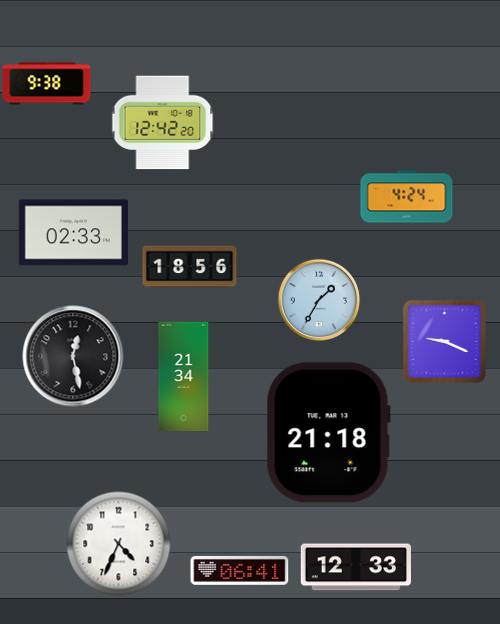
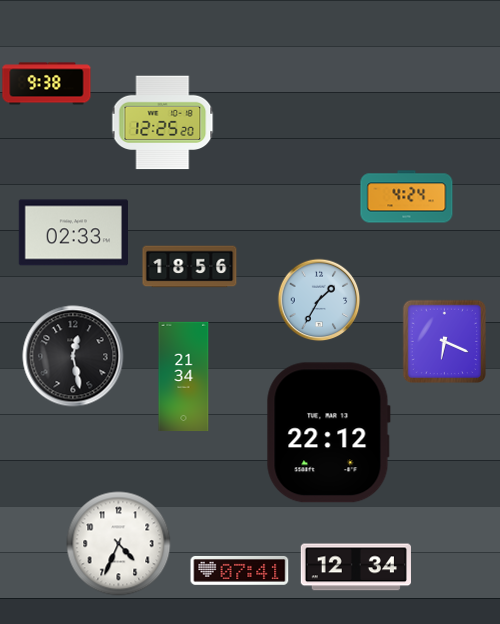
clock at (163, 123): 12:42 -> 12:25
clock at (444, 341): 9:19 -> 6:19
clock at (328, 433): 21:18 -> 22:12
clock at (356, 567): 12:33 -> 12:34
clock at (240, 571): 06:41 -> 07:41
